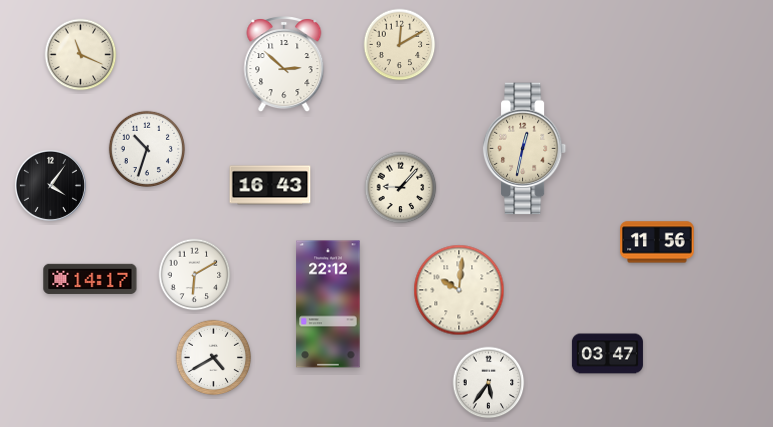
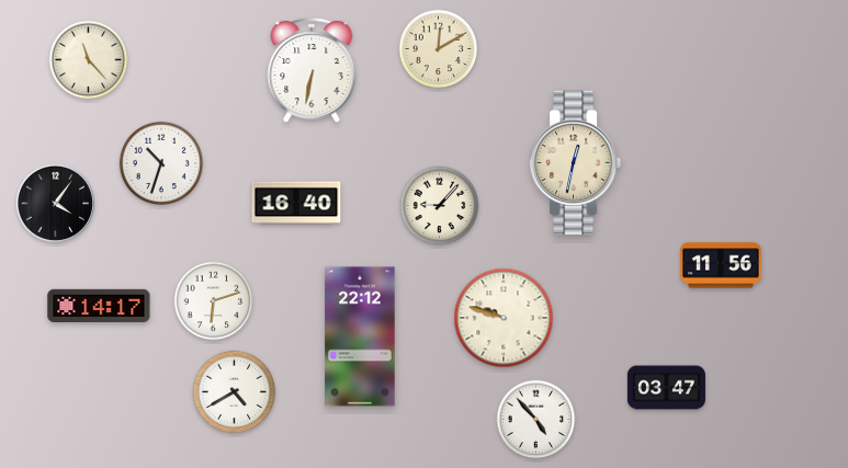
clock at (81, 55): 11:19 -> 11:23
clock at (284, 65): 2:52 -> 6:32
clock at (270, 185): 16:43 -> 16:40
clock at (195, 275): 6:10 -> 6:12
clock at (459, 290): 10:01 -> 9:48
clock at (328, 304) position: (328, 304) -> (360, 336)
clock at (489, 383): 5:36 -> 4:53
